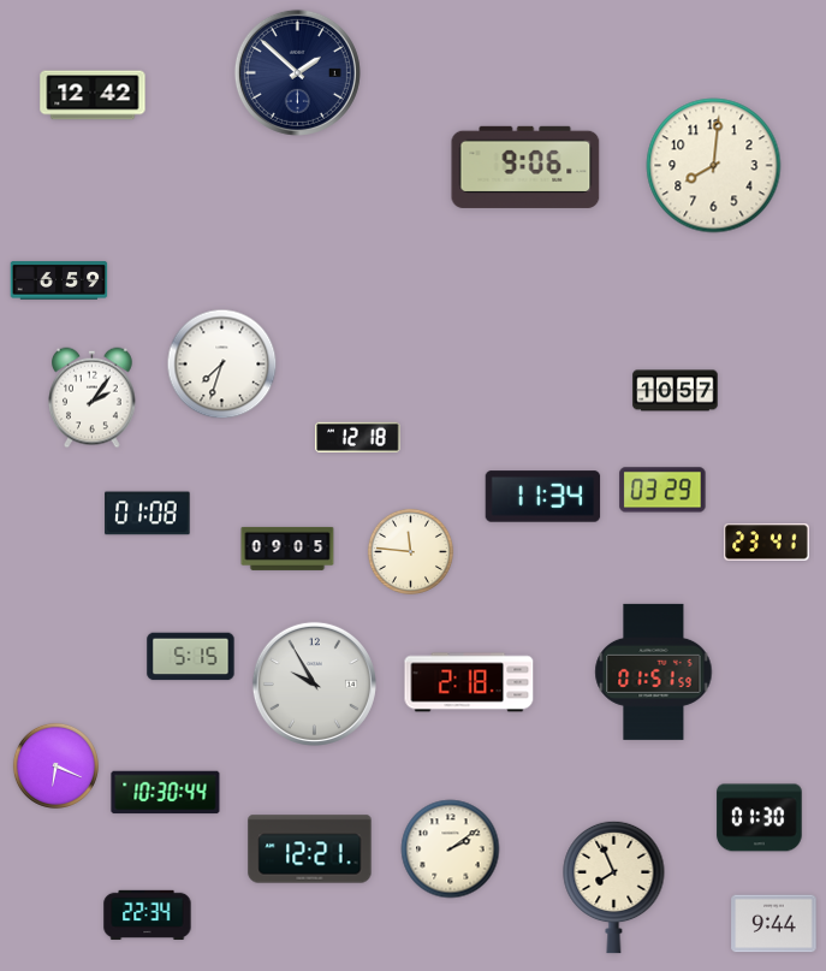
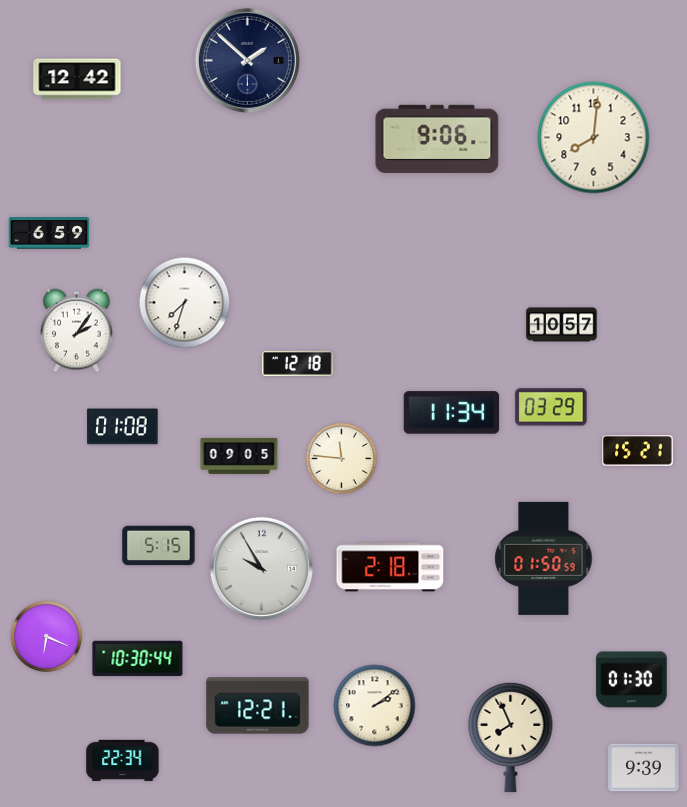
clock at (767, 543): 23:41 -> 15:21
clock at (654, 671): 01:51 -> 01:50
clock at (774, 924): 9:44 -> 9:39
